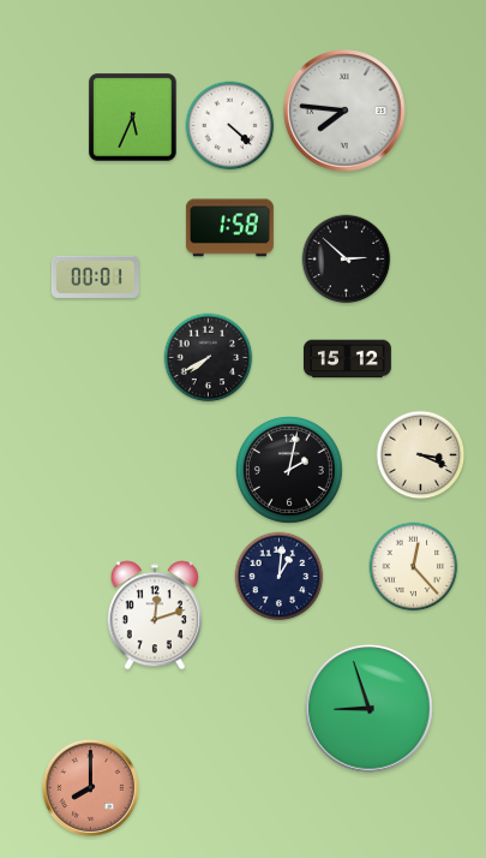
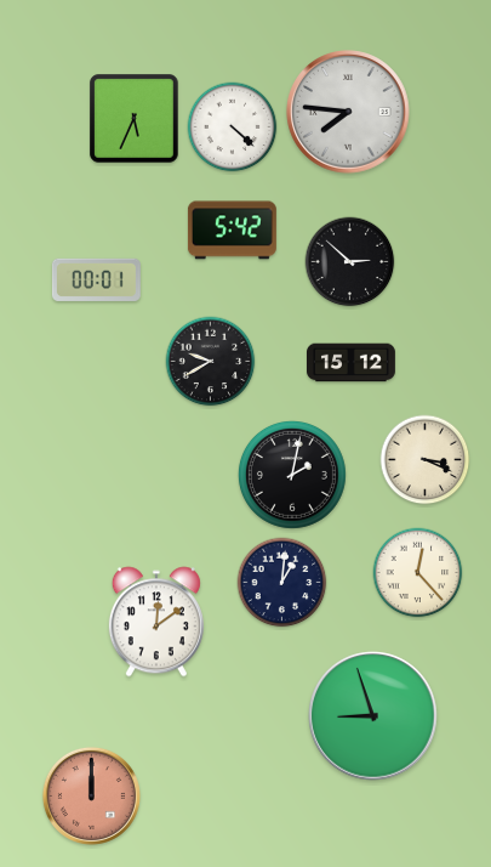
clock at (229, 228): 1:58 -> 5:42
clock at (209, 358): 7:40 -> 9:40
clock at (155, 615): 12:12 -> 12:09
clock at (90, 787): 8:00 -> 12:00
